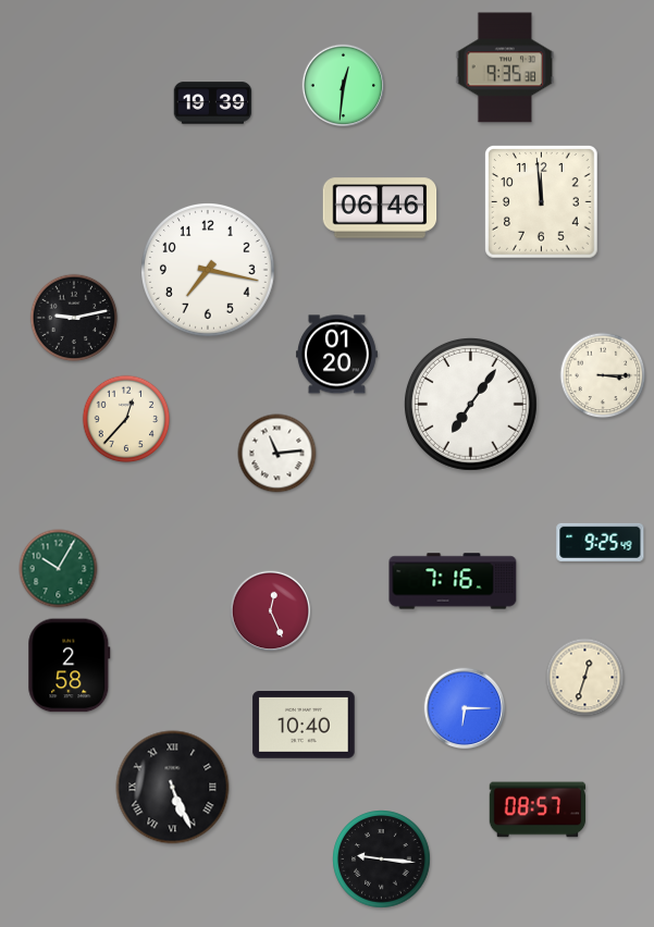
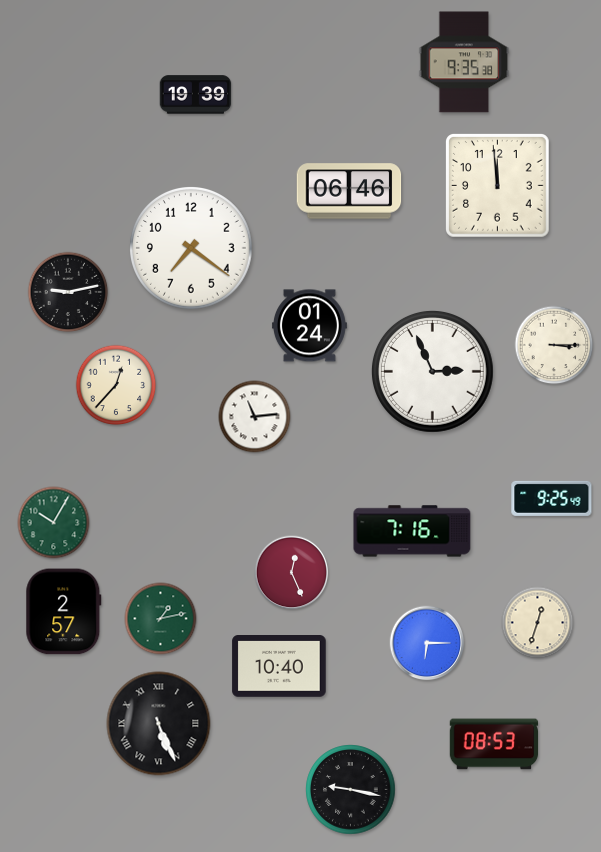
clock at (344, 86): 12:31 -> none
clock at (209, 271): 7:17 -> 7:21
clock at (336, 355): 01:20 -> 01:24
clock at (470, 404): 7:06 -> 2:56
clock at (453, 581) position: (453, 581) -> (412, 531)
clock at (271, 611) position: (271, 611) -> (292, 573)
clock at (70, 666): 2:58 -> 2:57
clock at (161, 619): none -> 1:13
clock at (465, 708) position: (465, 708) -> (427, 643)
clock at (538, 809): 08:57 -> 08:53
clock at (382, 860): 9:16 -> 9:17
